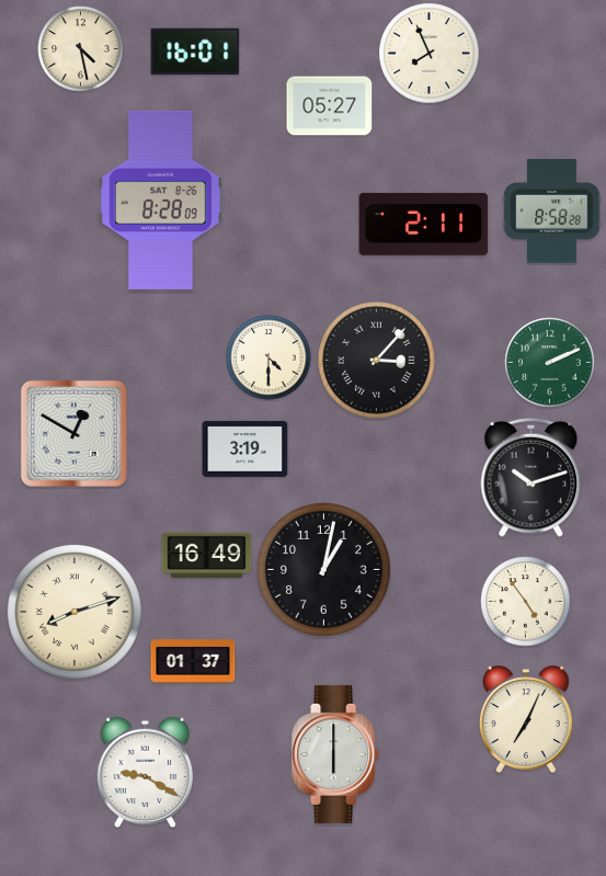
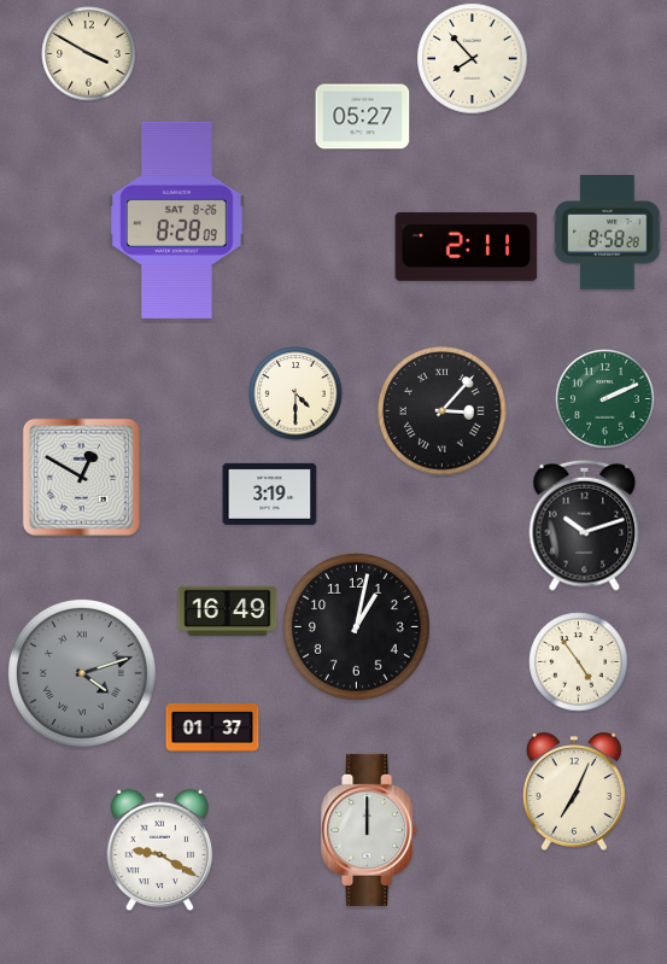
clock at (81, 49): 4:28 -> 3:50
clock at (195, 52): 16:01 -> none
clock at (430, 54): 7:56 -> 7:53
clock at (377, 361) position: (377, 361) -> (443, 411)
clock at (75, 612): 8:12 -> 4:12
clock at (75, 612) dial: cream -> grey
clock at (526, 719) position: (526, 719) -> (574, 791)
clock at (336, 754): 6:00 -> 12:00
